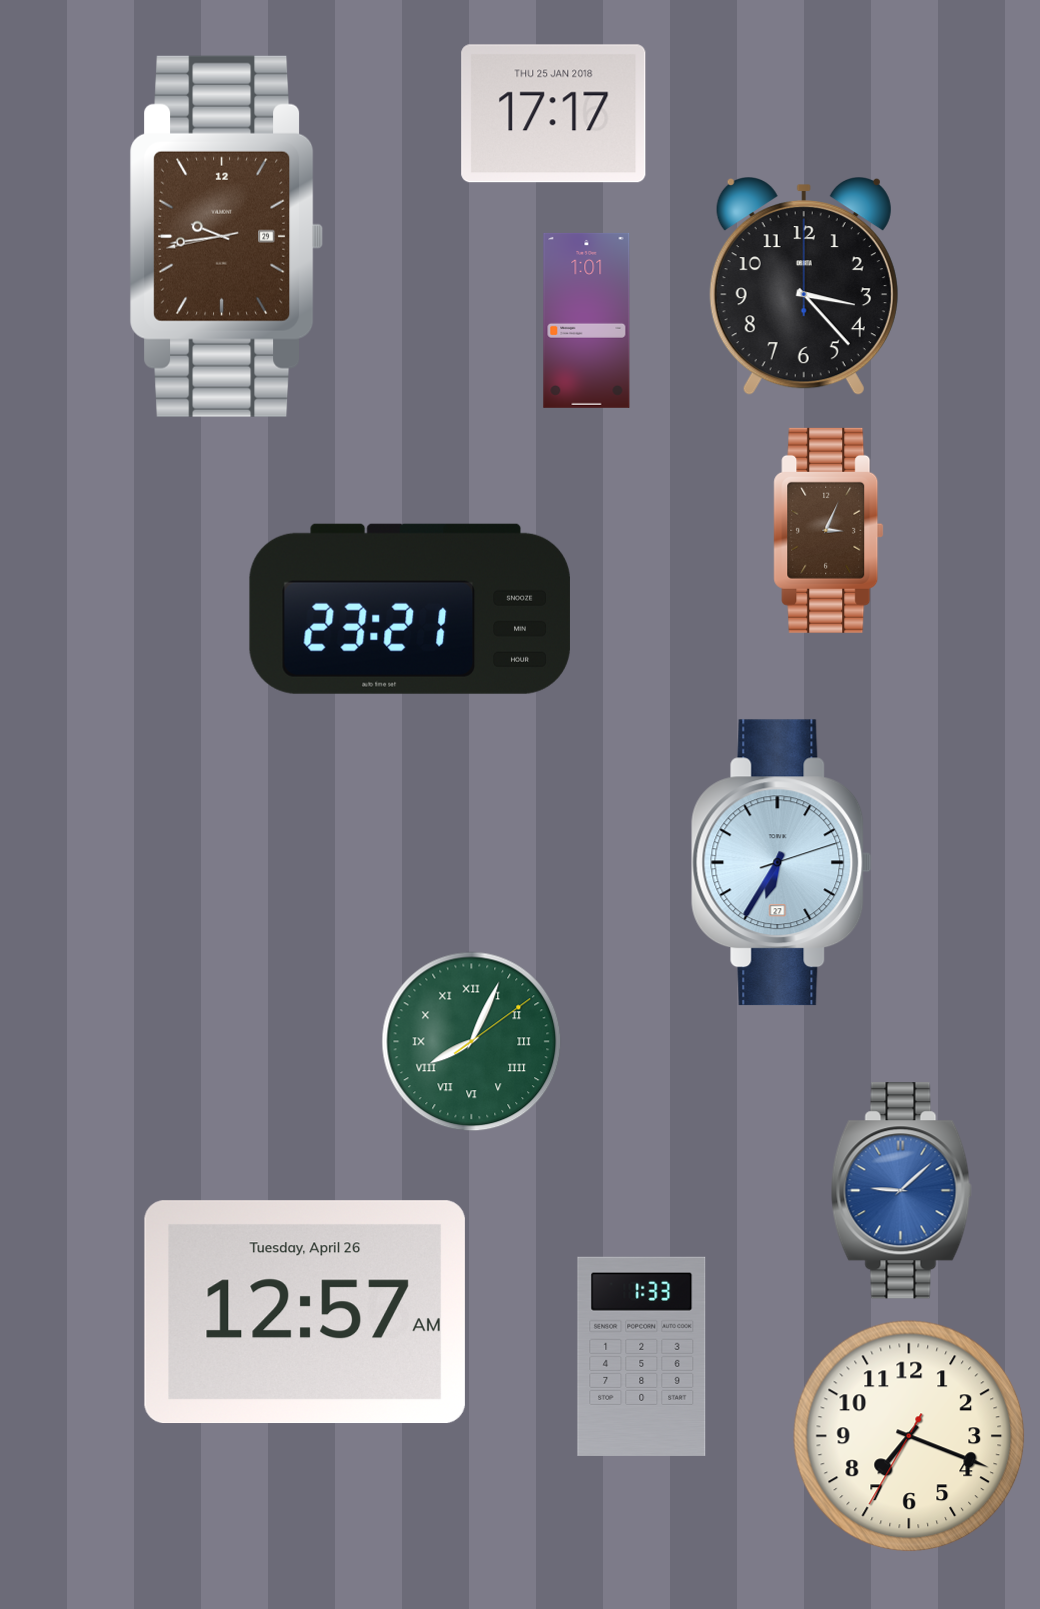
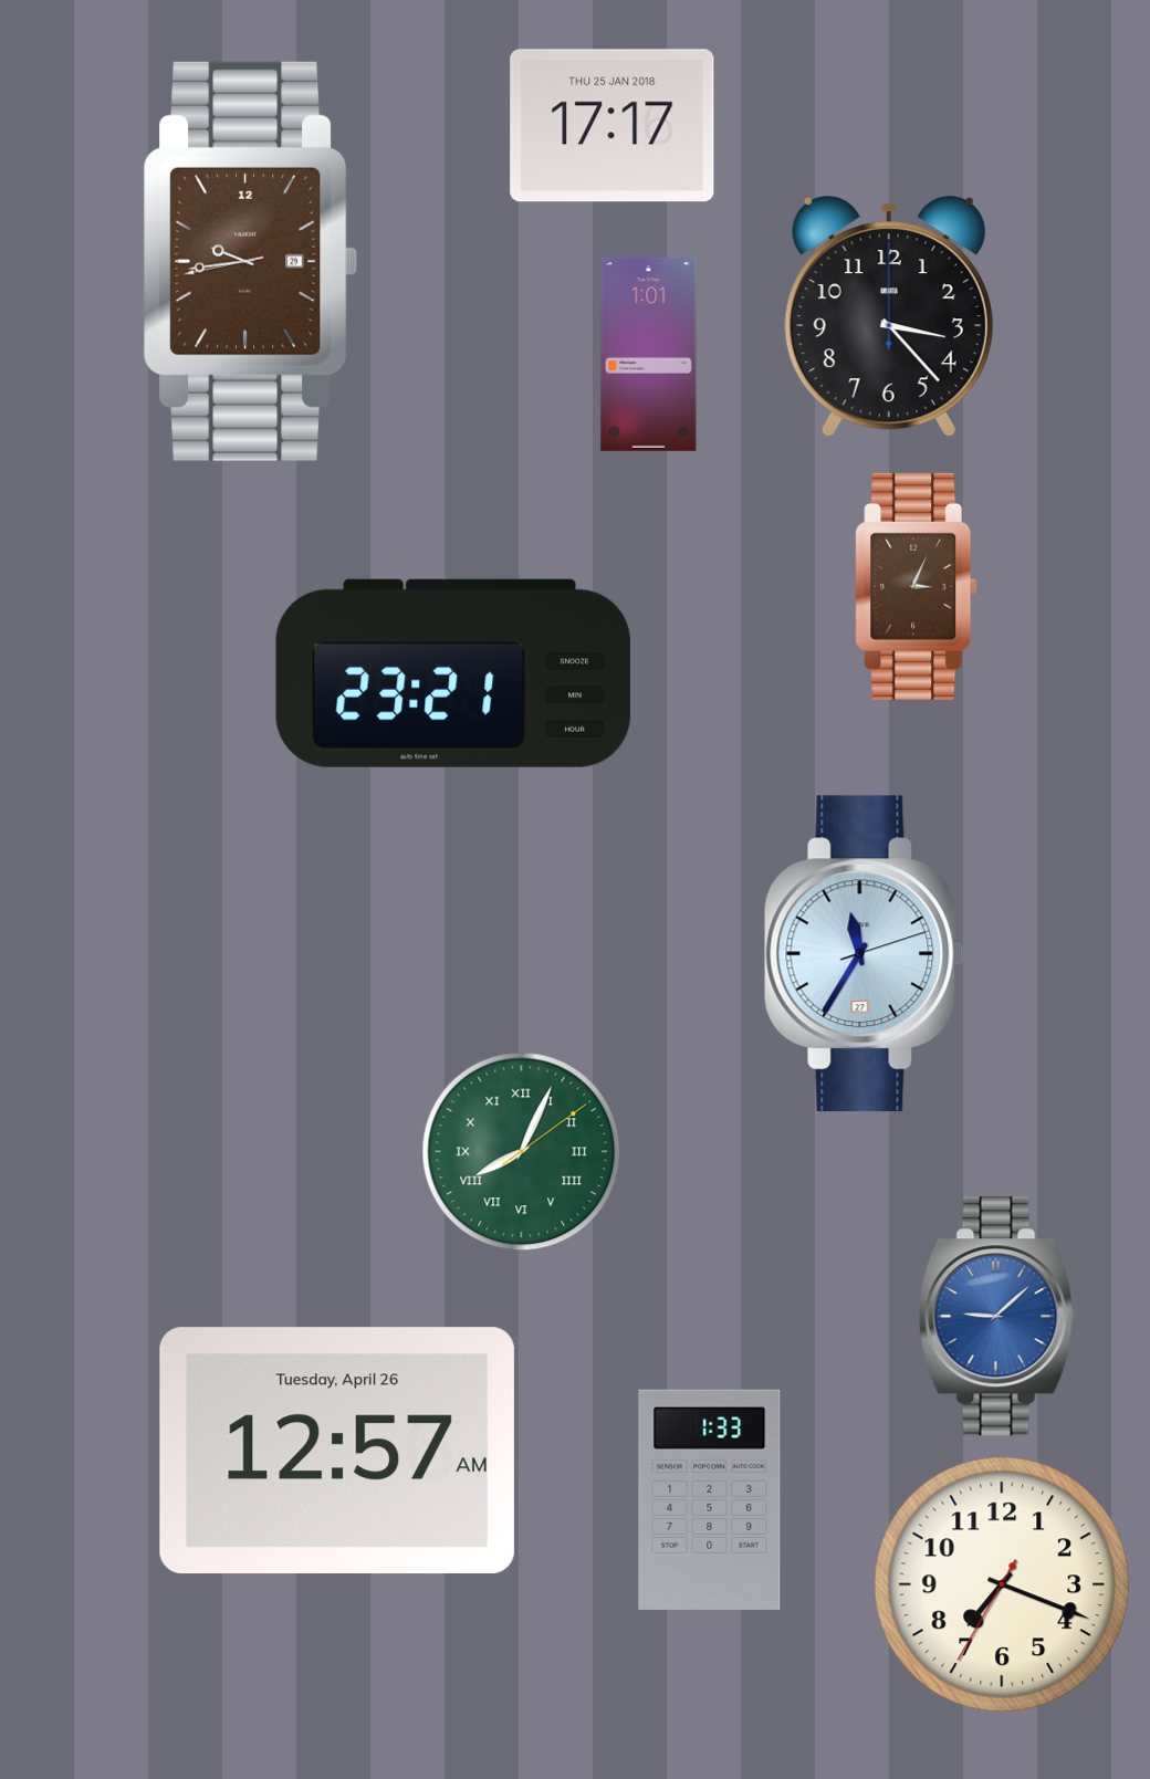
clock at (781, 863): 6:35 -> 11:35
clock at (909, 1436) position: (909, 1436) -> (1002, 1584)
